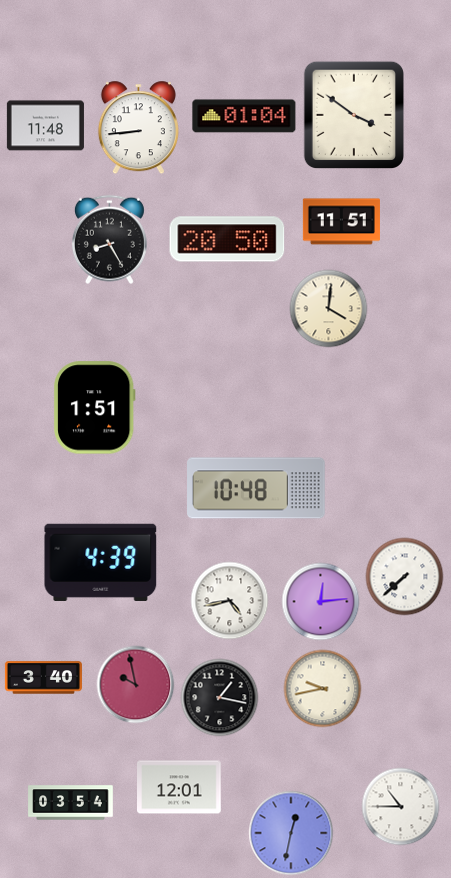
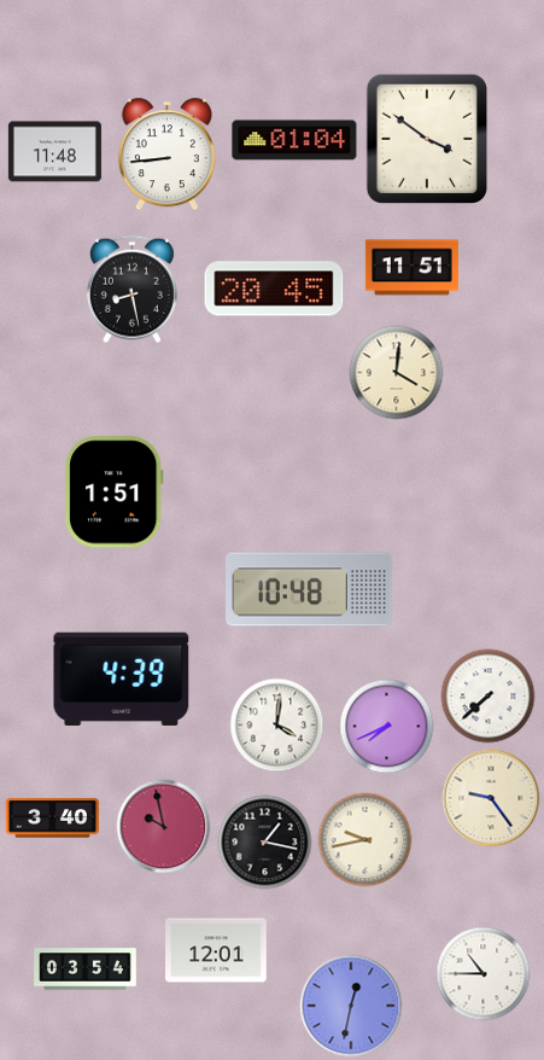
clock at (109, 239): 8:25 -> 8:28
clock at (227, 239): 20:50 -> 20:45
clock at (229, 600): 4:43 -> 4:01
clock at (320, 601): 12:14 -> 7:41
clock at (491, 798): none -> 9:24
clock at (322, 688) position: (322, 688) -> (364, 839)
